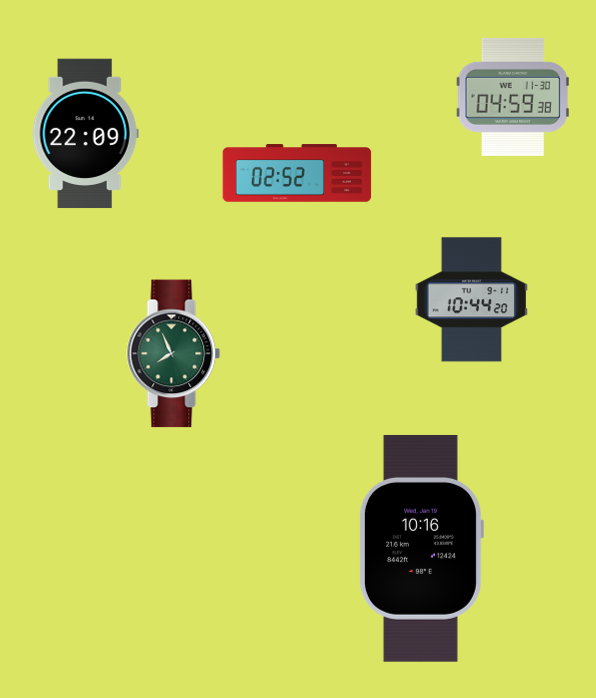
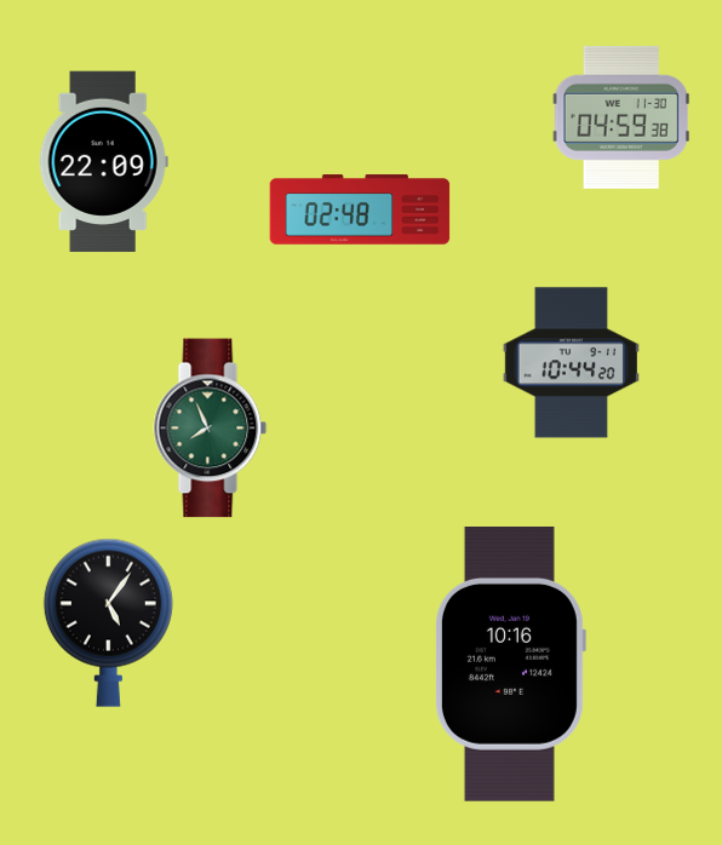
clock at (297, 173): 02:52 -> 02:48
clock at (108, 622): none -> 5:06
